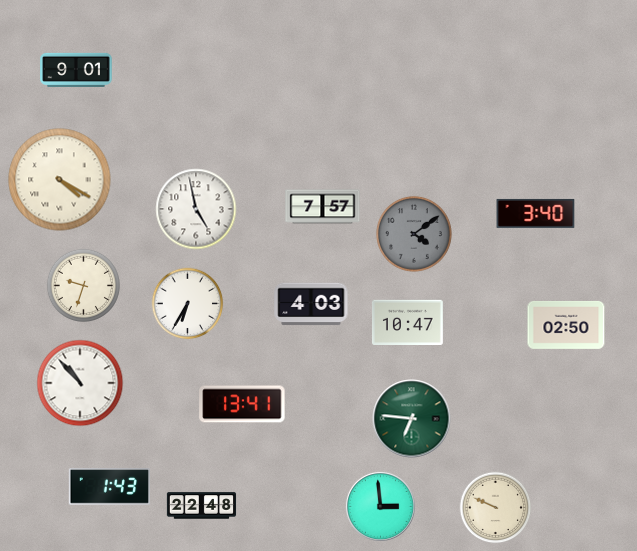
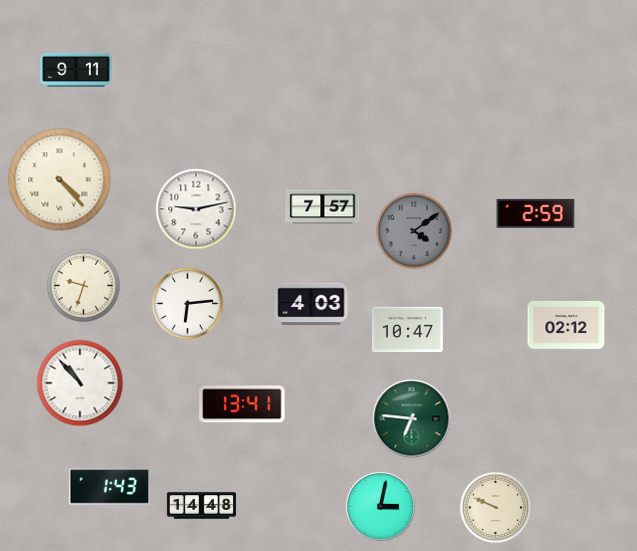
clock at (76, 70): 9:01 -> 9:11
clock at (60, 180): 4:20 -> 4:23
clock at (196, 209): 4:58 -> 9:13
clock at (536, 213): 3:40 -> 2:59
clock at (414, 234) position: (414, 234) -> (414, 231)
clock at (188, 304): 6:35 -> 6:14
clock at (408, 323) position: (408, 323) -> (408, 330)
clock at (566, 325): 02:50 -> 02:12
clock at (202, 506): 22:48 -> 14:48
clock at (380, 506): 2:59 -> 3:02
